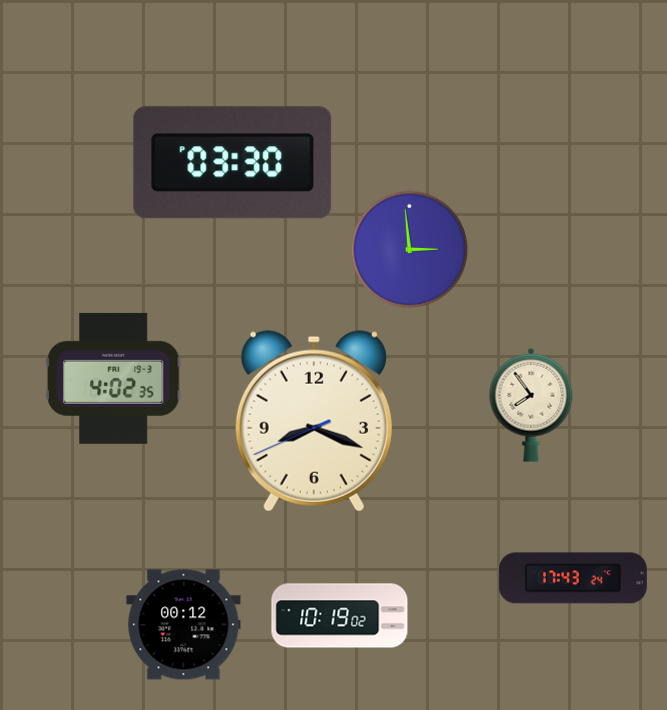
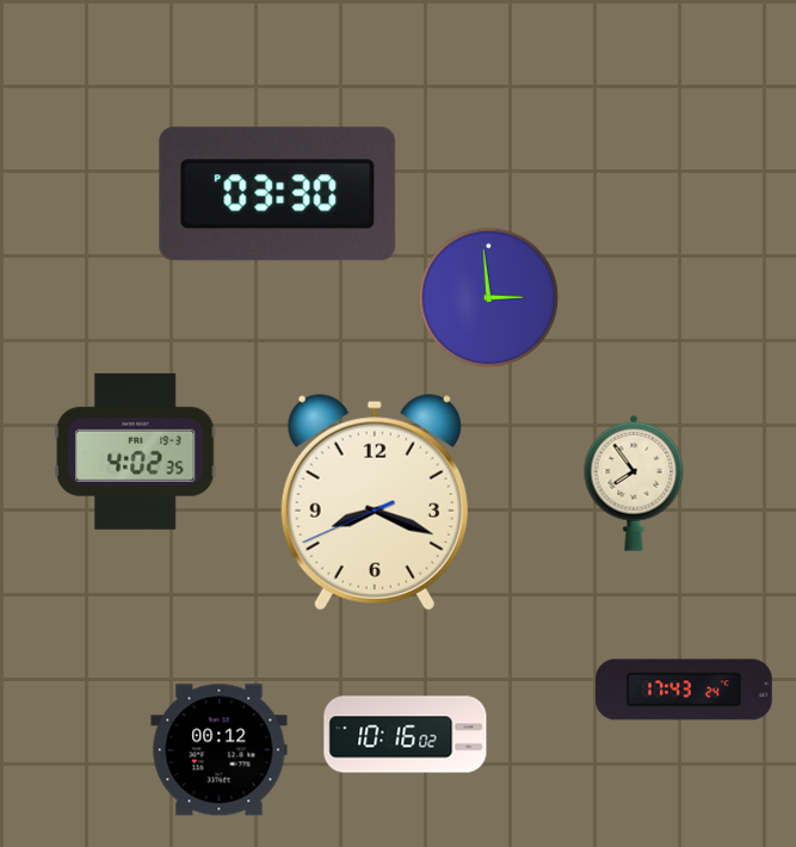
clock at (340, 616): 10:19 -> 10:16
clock at (184, 625) position: (184, 625) -> (220, 750)
